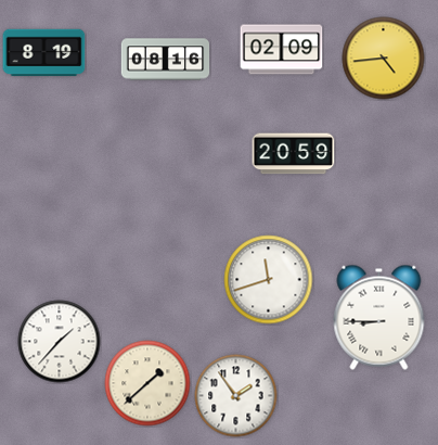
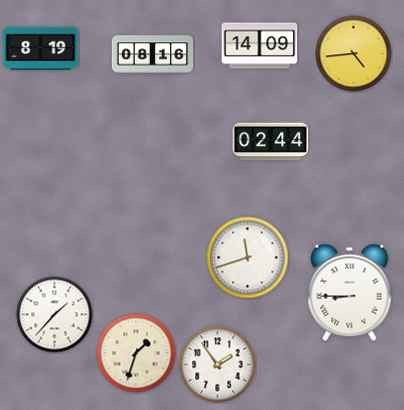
clock at (282, 50): 02:09 -> 14:09
clock at (294, 154): 20:59 -> 02:44
clock at (147, 383): 1:38 -> 1:33
